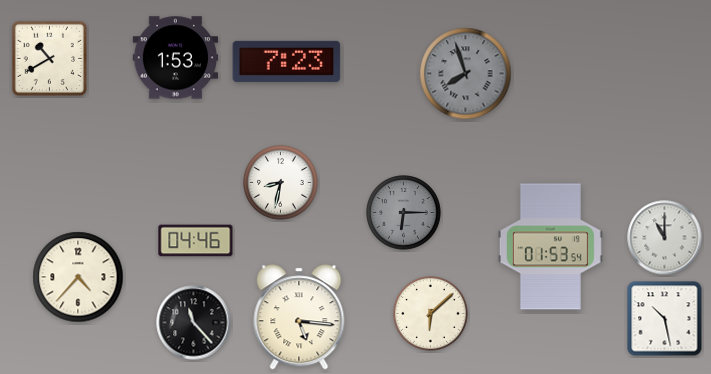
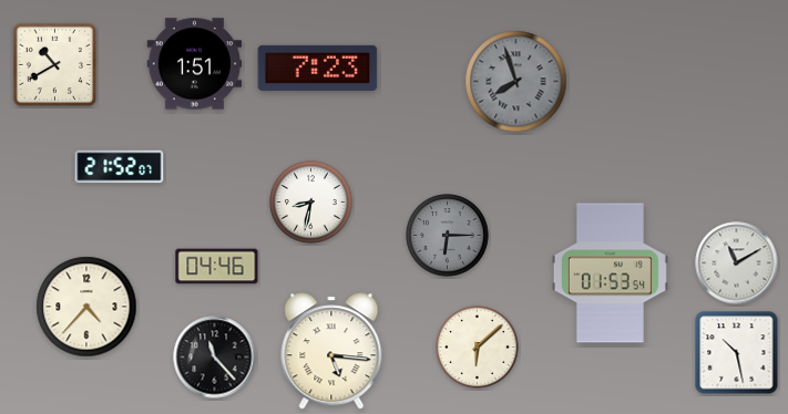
clock at (176, 58): 1:53 -> 1:51
clock at (120, 167): none -> 21:52
clock at (665, 238): 11:00 -> 11:10
